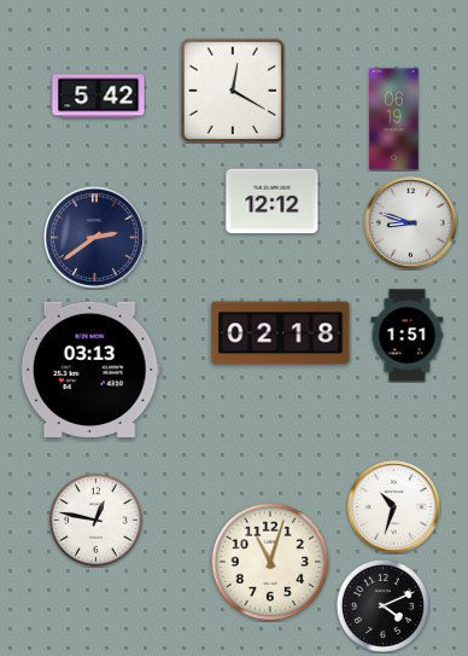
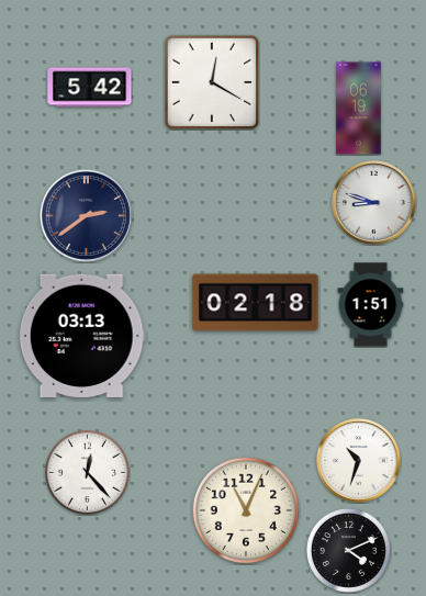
clock at (273, 202): 12:12 -> none
clock at (95, 519): 12:47 -> 12:23
clock at (269, 561): 11:03 -> 11:04
